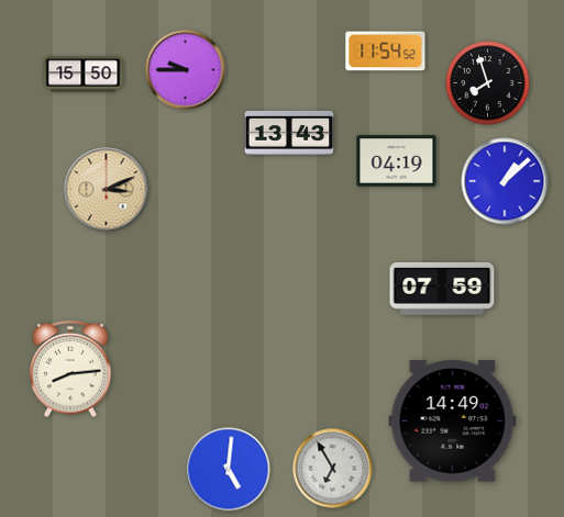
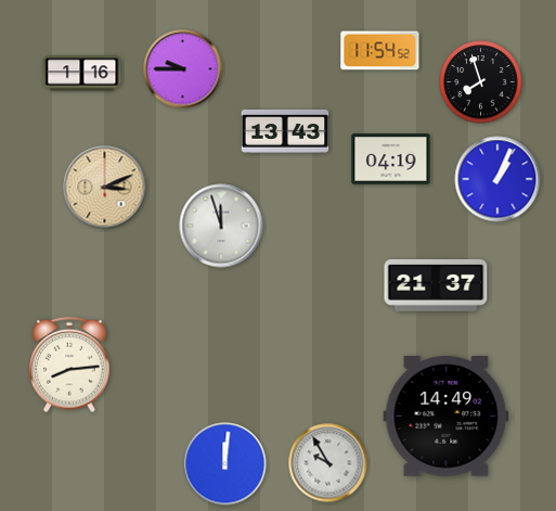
clock at (84, 75): 15:50 -> 1:16
clock at (505, 181): 1:08 -> 1:04
clock at (221, 226): none -> 11:57
clock at (442, 289): 07:59 -> 21:37
clock at (333, 469): 6:55 -> 9:55
clock at (229, 470): 5:01 -> 12:01
